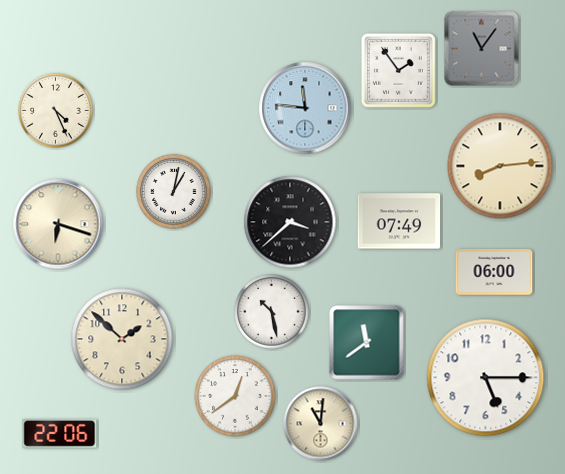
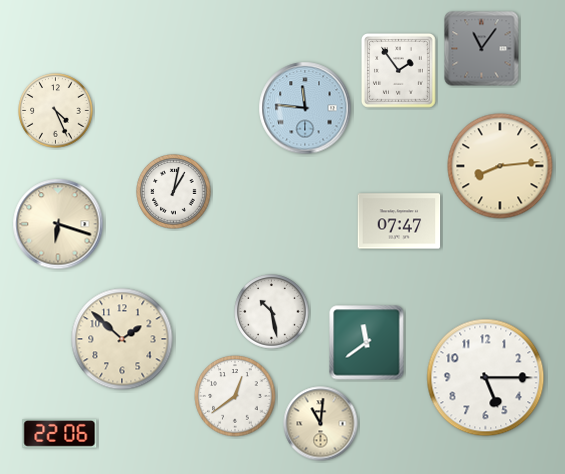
clock at (399, 221): 07:49 -> 07:47
clock at (290, 222): 3:38 -> none
clock at (494, 272): 06:00 -> none
